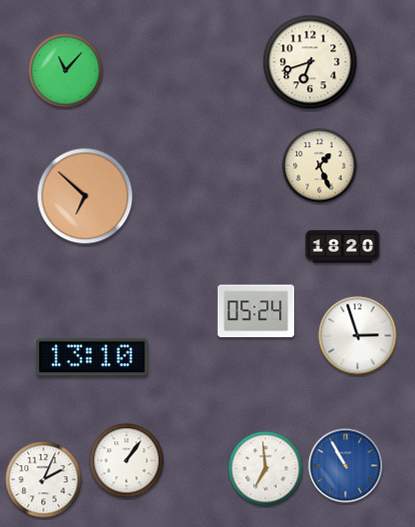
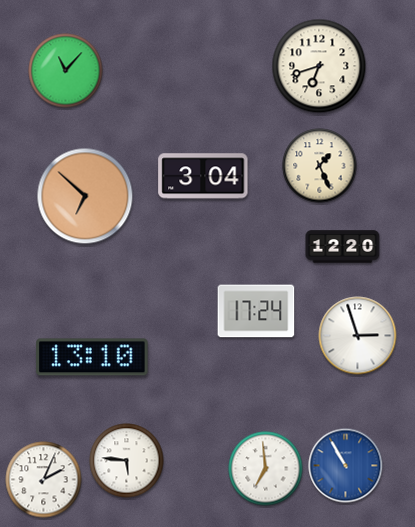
clock at (310, 62) position: (310, 62) -> (319, 66)
clock at (203, 176): none -> 3:04
clock at (343, 247): 18:20 -> 12:20
clock at (256, 311): 05:24 -> 17:24
clock at (127, 461): 1:06 -> 5:46
